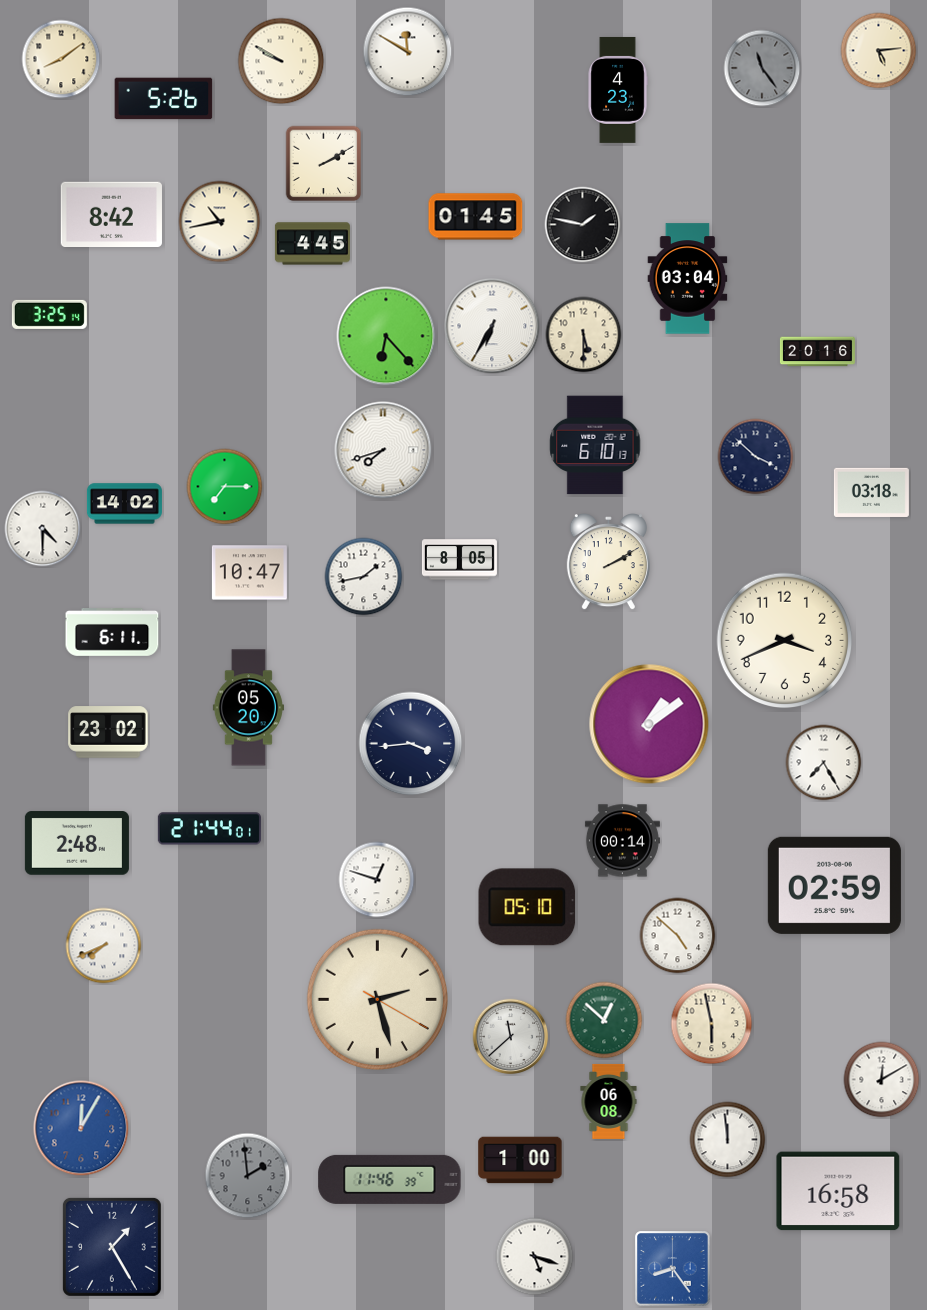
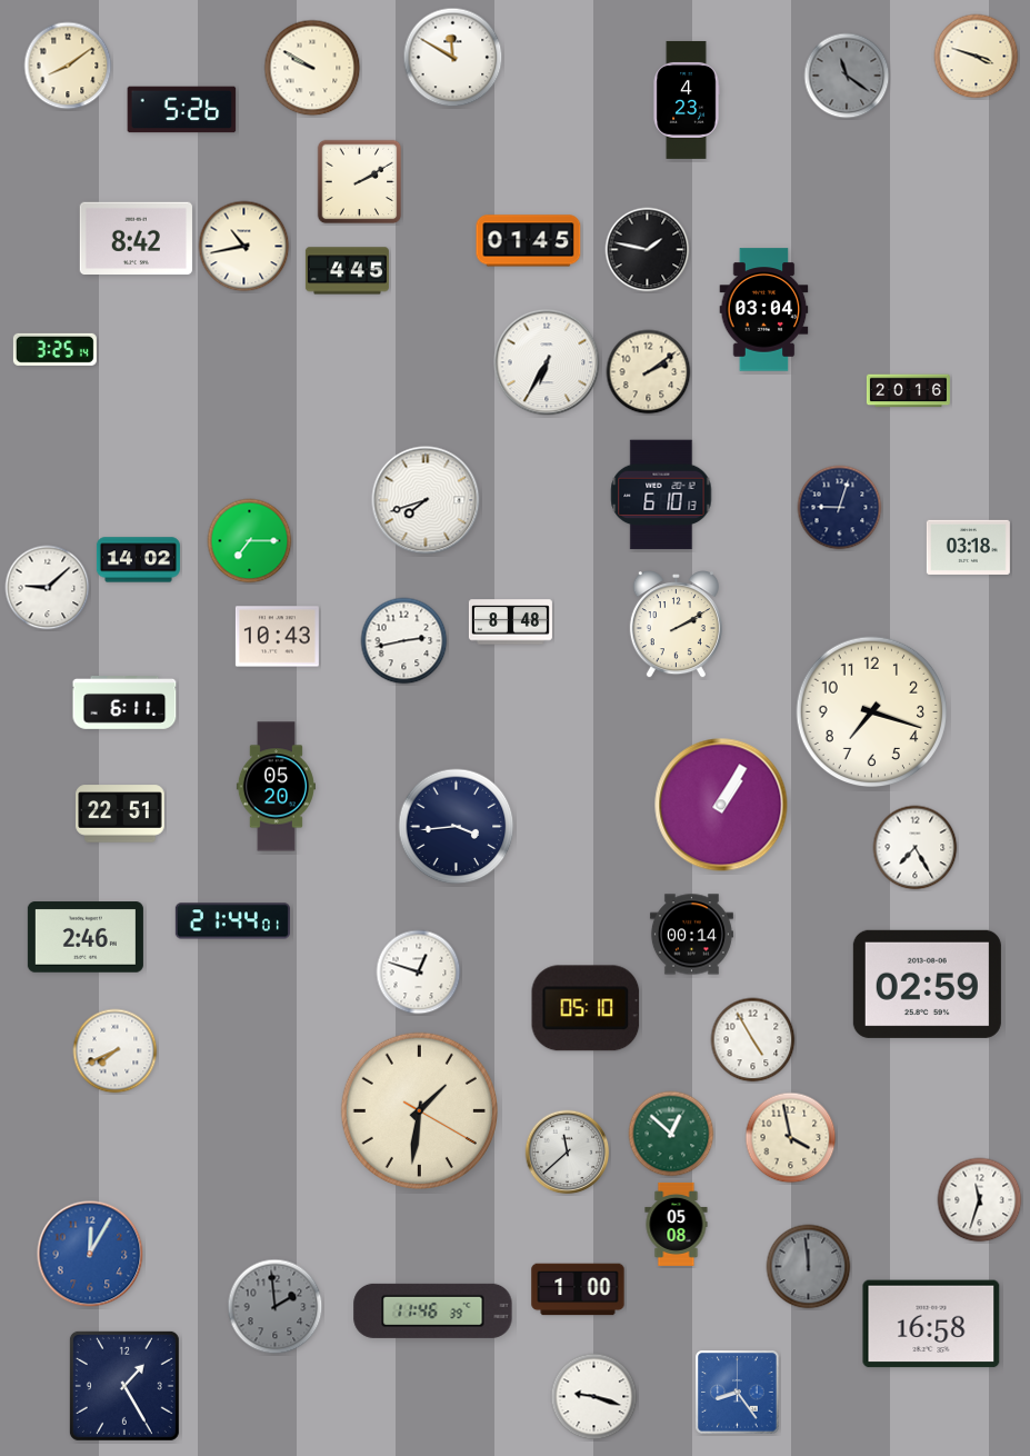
clock at (879, 51): 5:14 -> 3:48
clock at (762, 68): 11:24 -> 11:21
clock at (111, 215) position: (111, 215) -> (136, 239)
clock at (584, 335): 5:30 -> 2:09
clock at (386, 336): 6:23 -> none
clock at (756, 457): 3:52 -> 9:03
clock at (43, 529): 4:30 -> 9:08
clock at (459, 560): 8:05 -> 8:48
clock at (249, 573): 10:47 -> 10:43
clock at (364, 577): 1:43 -> 2:43
clock at (785, 641): 3:41 -> 7:18
clock at (649, 724): 1:09 -> 1:05
clock at (108, 732): 23:02 -> 22:51
clock at (77, 843): 2:48 -> 2:46
clock at (377, 880) position: (377, 880) -> (419, 973)
clock at (678, 936): 4:52 -> 4:55
clock at (377, 999): 2:27 -> 1:31
clock at (712, 1024): 5:58 -> 3:58
clock at (882, 1080): 12:10 -> 11:33
clock at (609, 1101): 06:08 -> 05:08
clock at (728, 1140) dial: white -> grey
clock at (535, 1257): 5:18 -> 9:18
clock at (673, 1269) position: (673, 1269) -> (738, 1393)
